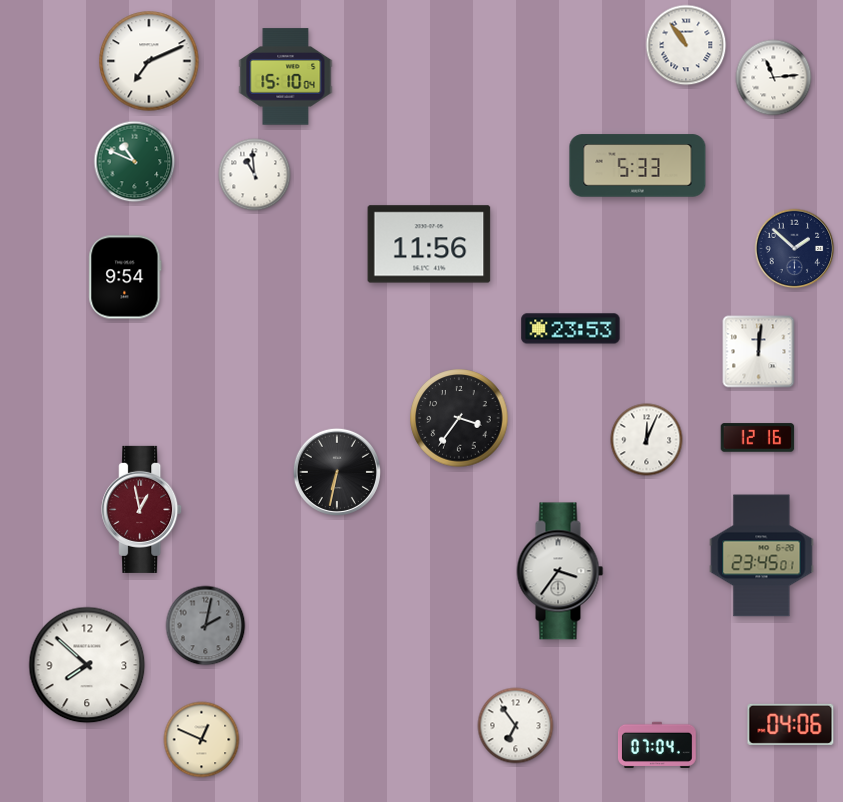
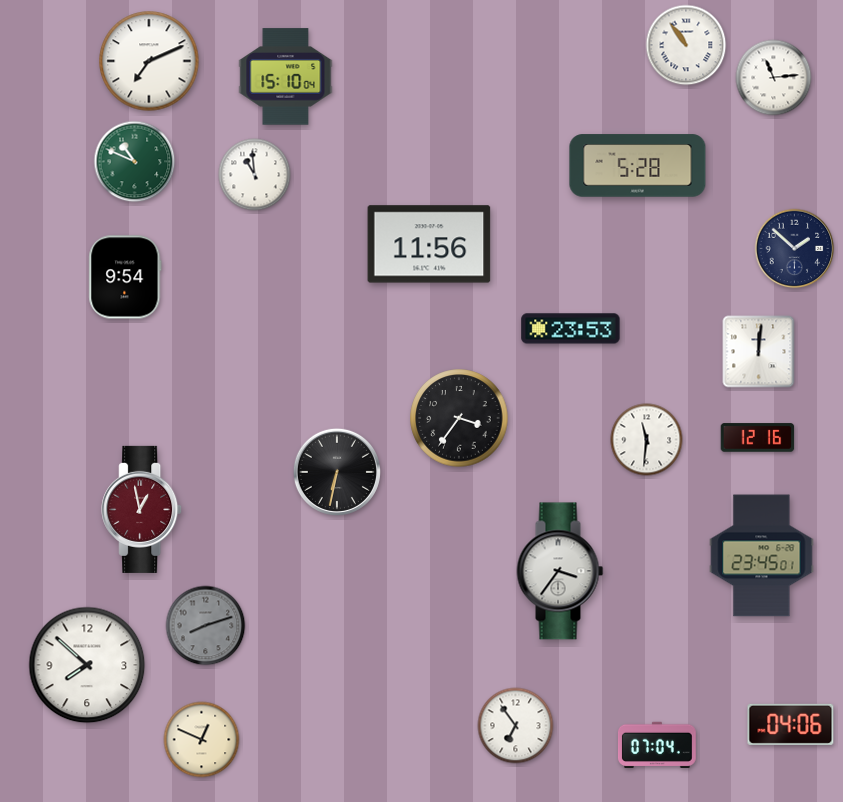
clock at (638, 166): 5:33 -> 5:28
clock at (647, 440): 12:04 -> 11:31
clock at (206, 626): 2:02 -> 8:12
